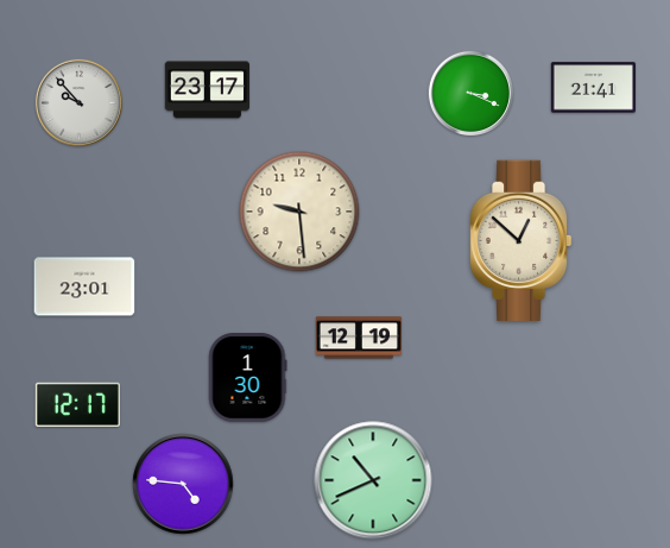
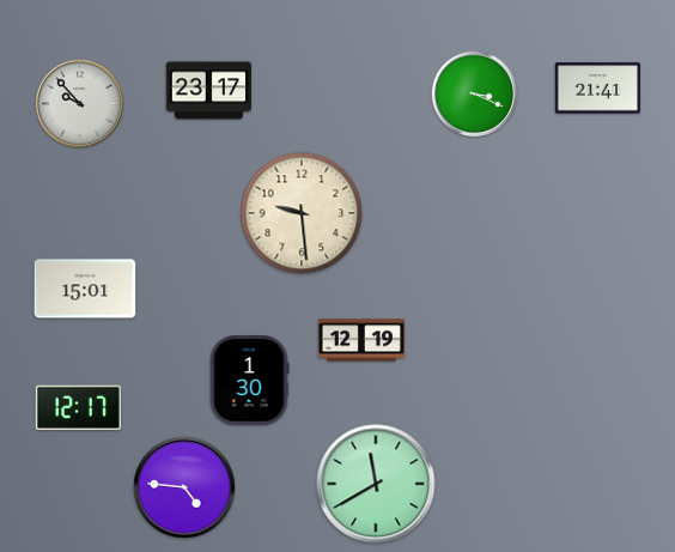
clock at (520, 240): 12:52 -> none
clock at (84, 286): 23:01 -> 15:01
clock at (373, 480): 10:41 -> 11:40
